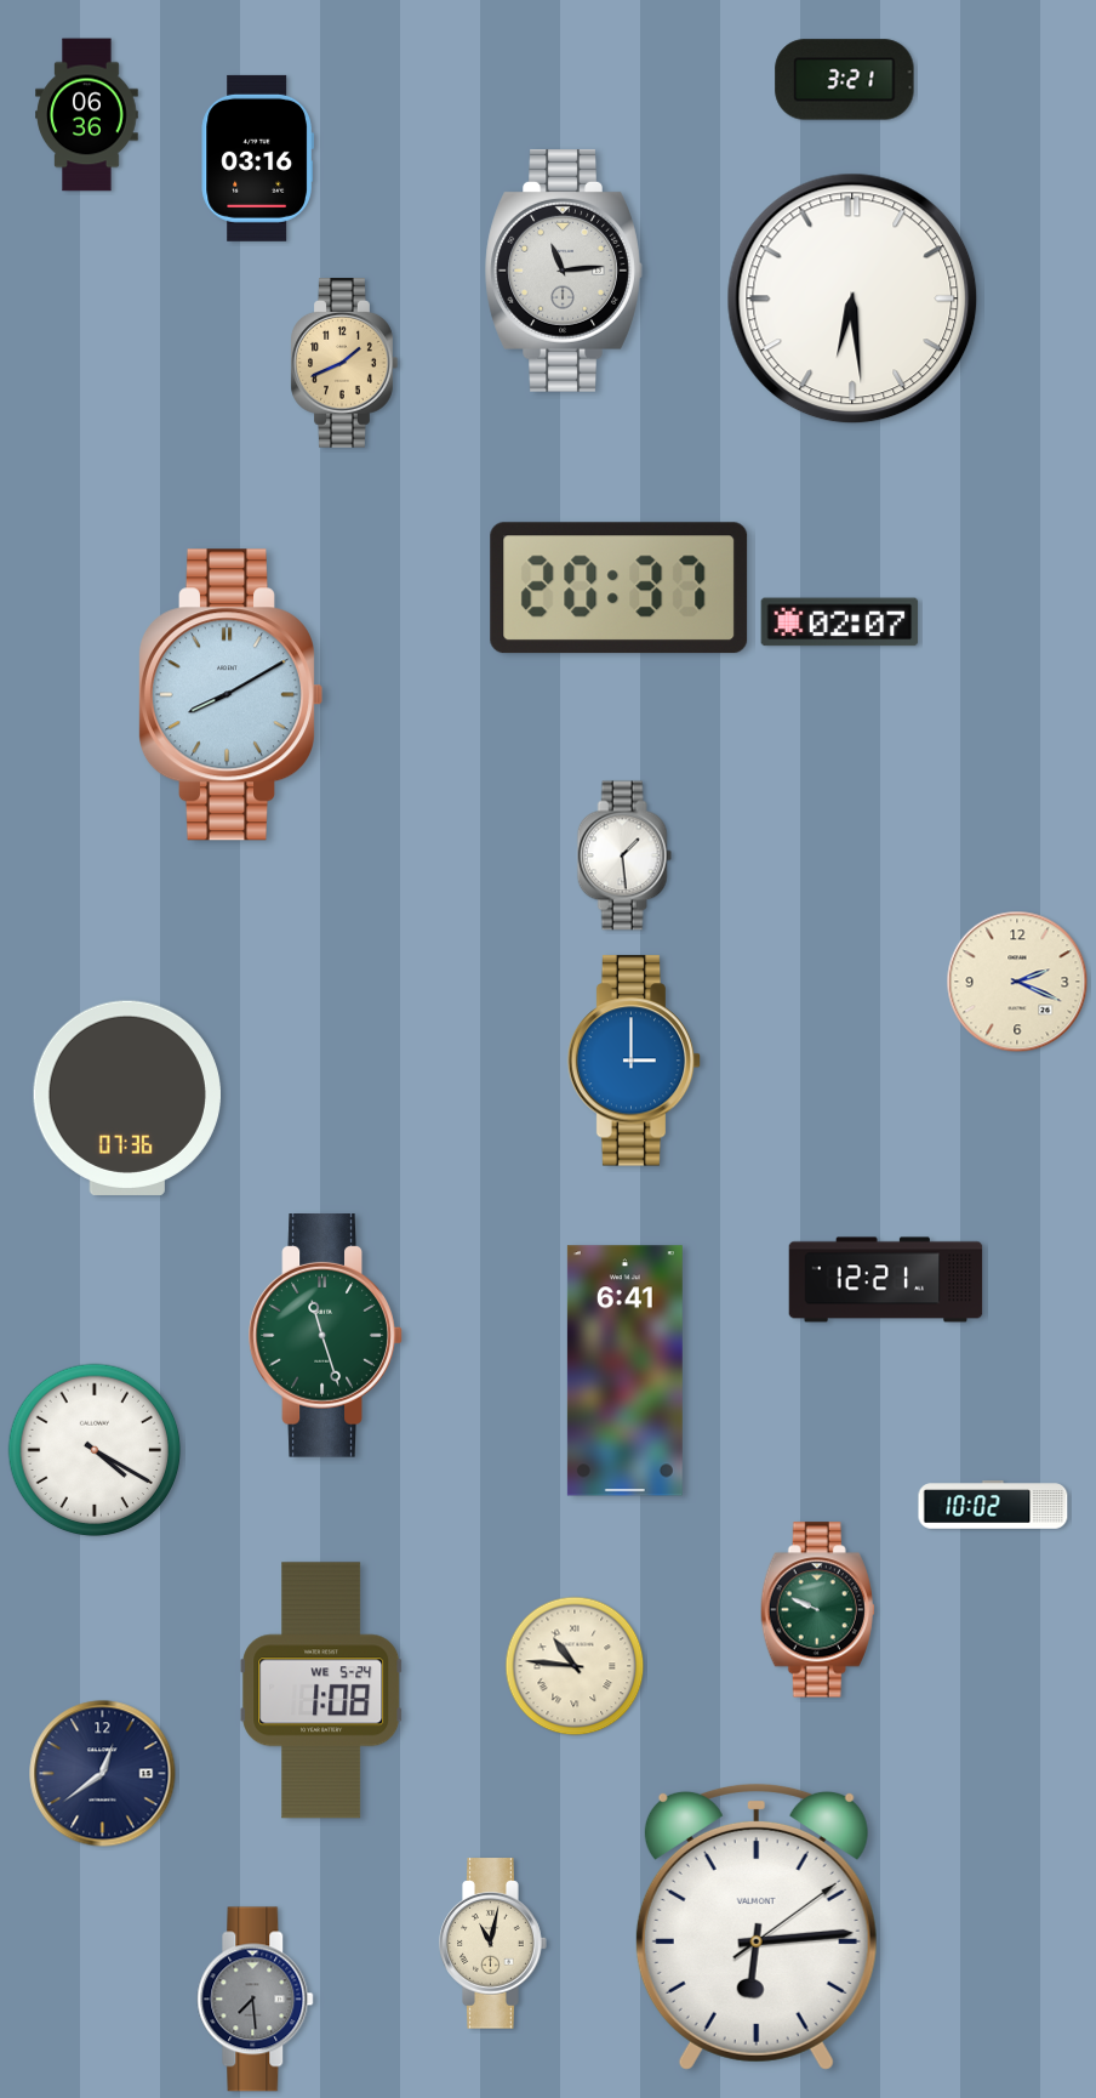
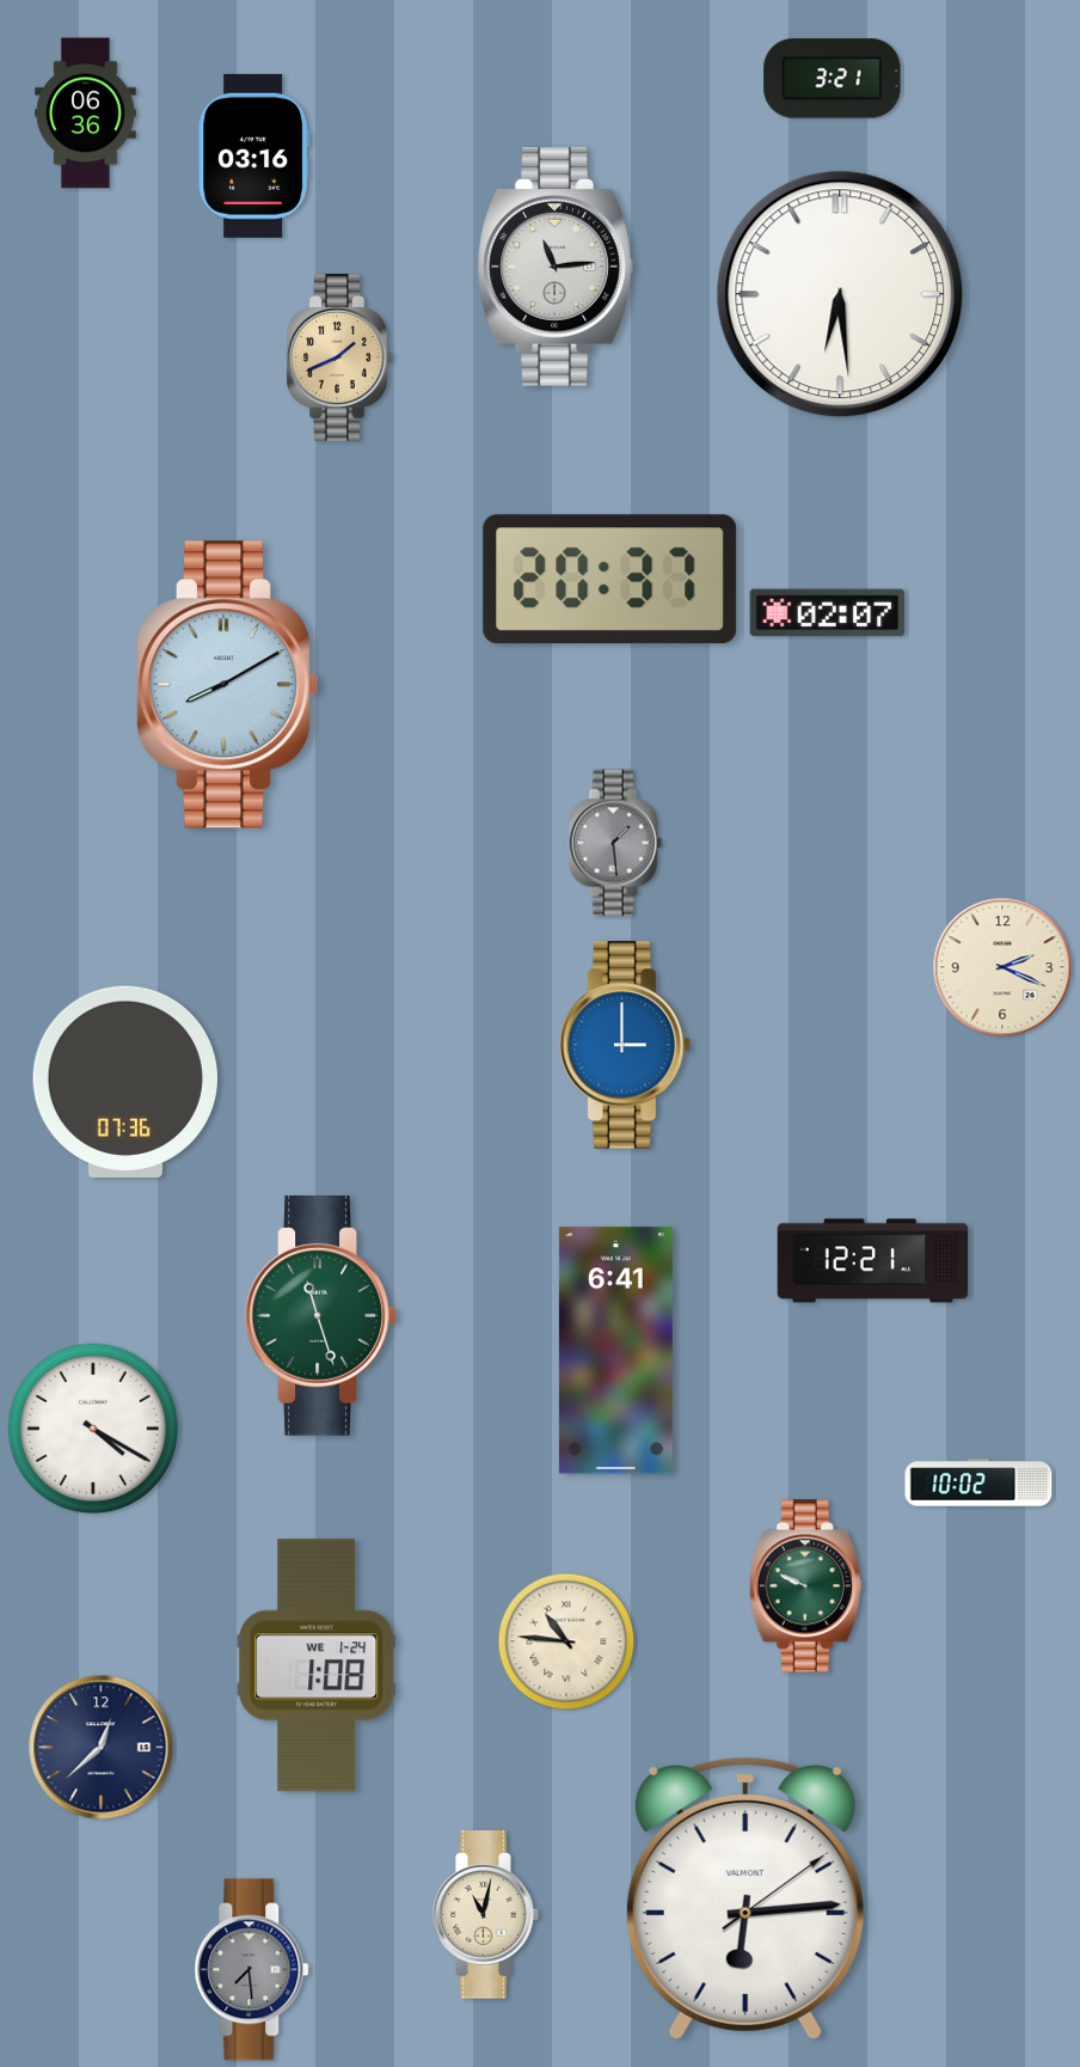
clock at (624, 855) dial: white -> grey
clock at (321, 1690) date: WE 5-24 -> WE 1-24
clock at (103, 1774): 12:39 -> 12:38
